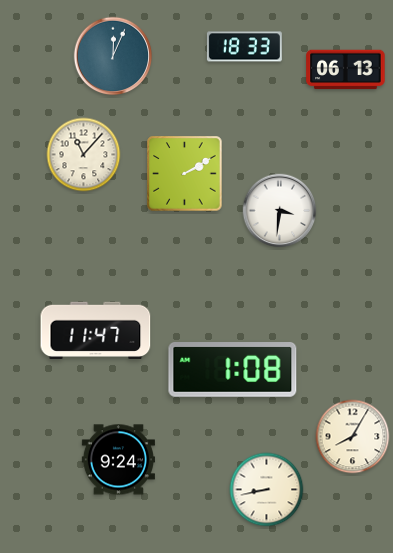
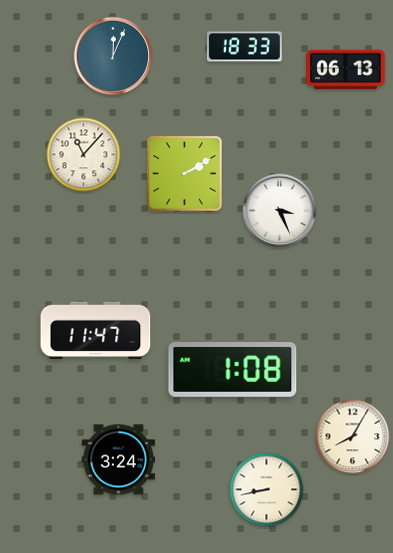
clock at (280, 211): 3:31 -> 3:26
clock at (118, 460): 9:24 -> 3:24
